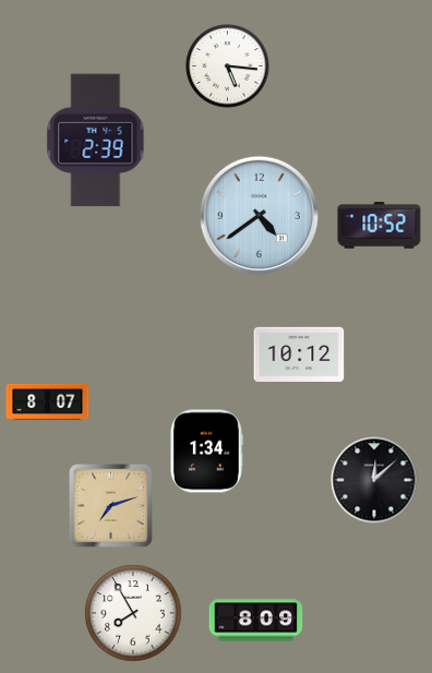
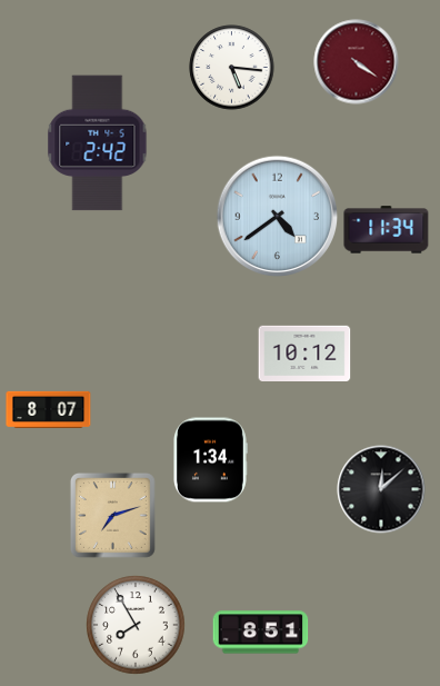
clock at (357, 62): none -> 4:21
clock at (96, 141): 2:39 -> 2:42
clock at (260, 216) position: (260, 216) -> (278, 217)
clock at (380, 226): 10:52 -> 11:34
clock at (299, 353) position: (299, 353) -> (304, 352)
clock at (256, 621): 8:09 -> 8:51
